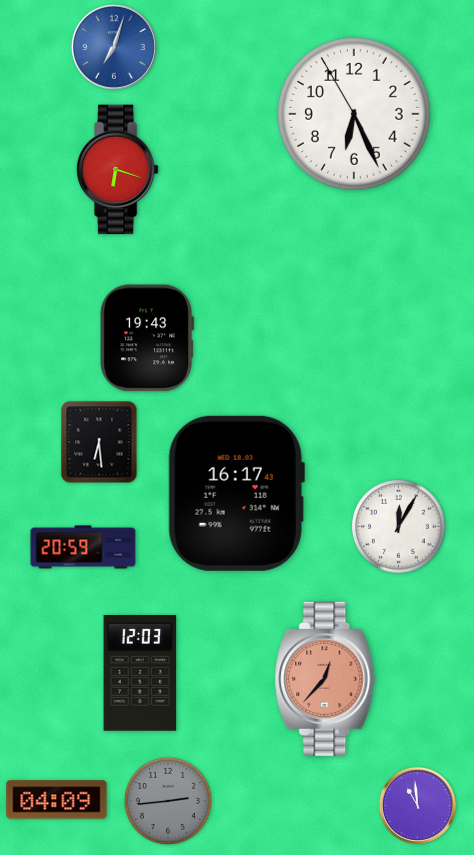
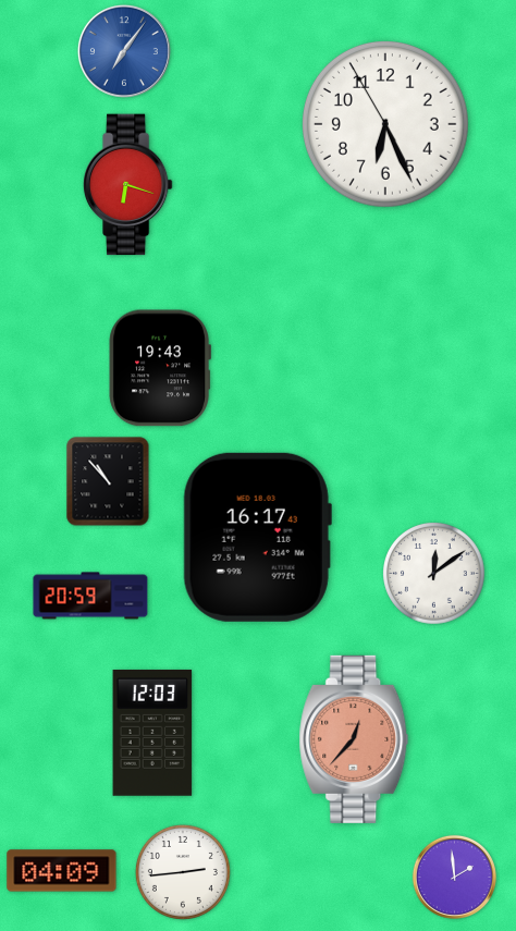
clock at (114, 47): 7:03 -> 7:06
clock at (99, 442): 6:29 -> 10:53
clock at (399, 527): 12:05 -> 12:09
clock at (168, 801) dial: grey -> white
clock at (417, 805): 10:59 -> 1:59
